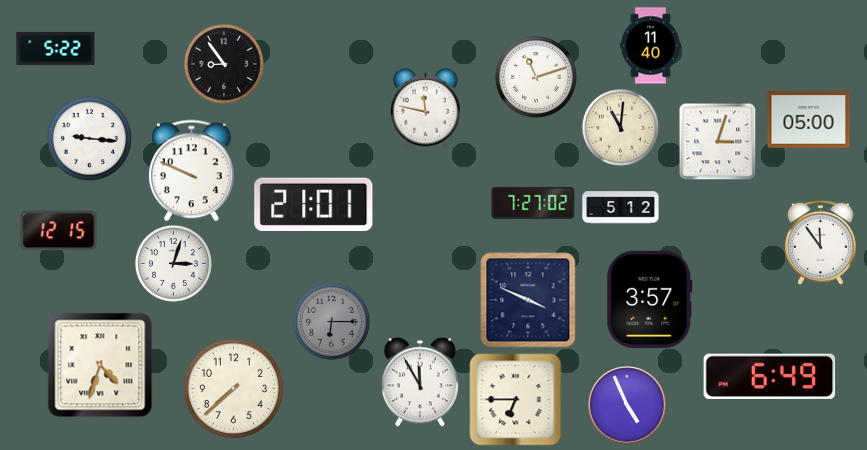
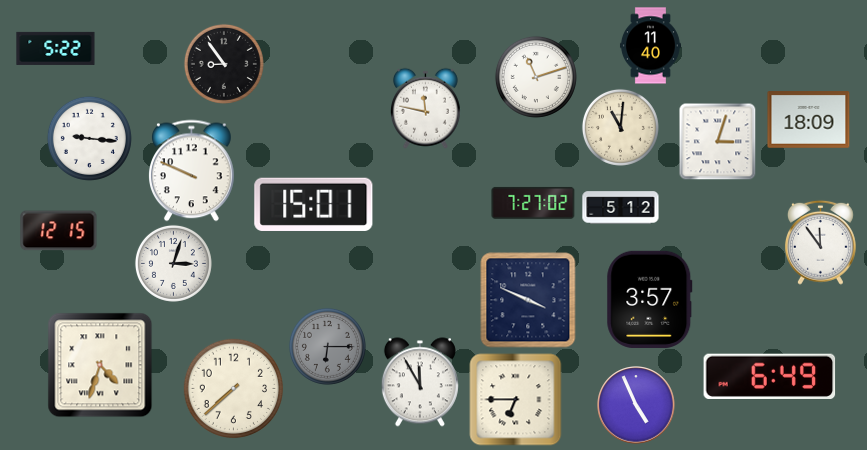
clock at (809, 120): 05:00 -> 18:09
clock at (314, 204): 21:01 -> 15:01
clock at (331, 321) position: (331, 321) -> (327, 346)
clock at (627, 405) position: (627, 405) -> (636, 405)
